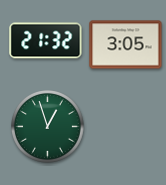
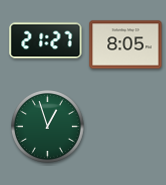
clock at (46, 41): 21:32 -> 21:27
clock at (126, 45): 3:05 -> 8:05
